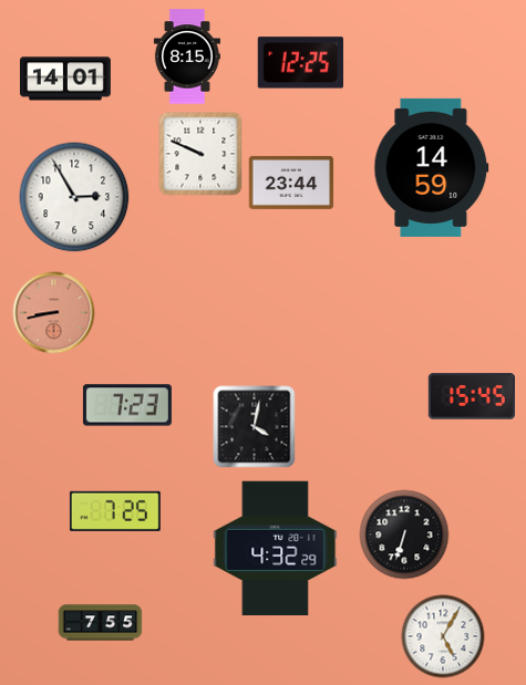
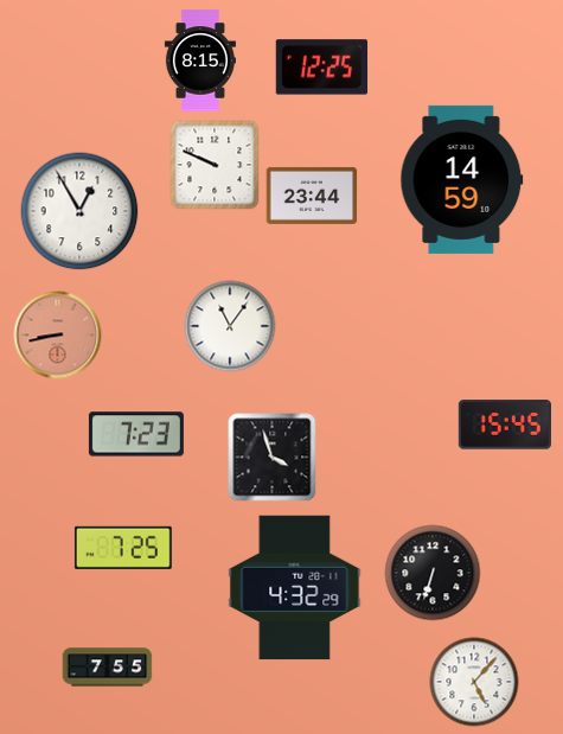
clock at (66, 79): 14:01 -> none
clock at (74, 197): 2:55 -> 12:55
clock at (230, 326): none -> 11:06
clock at (255, 427): 4:02 -> 3:57
clock at (443, 636): 5:05 -> 5:07
